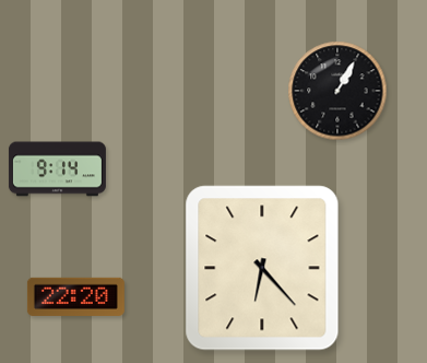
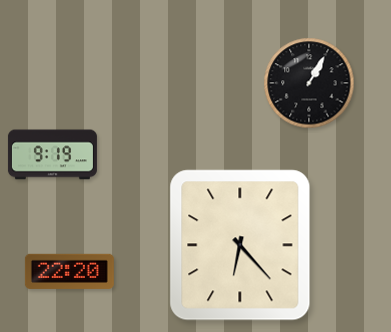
clock at (57, 169): 9:14 -> 9:19
